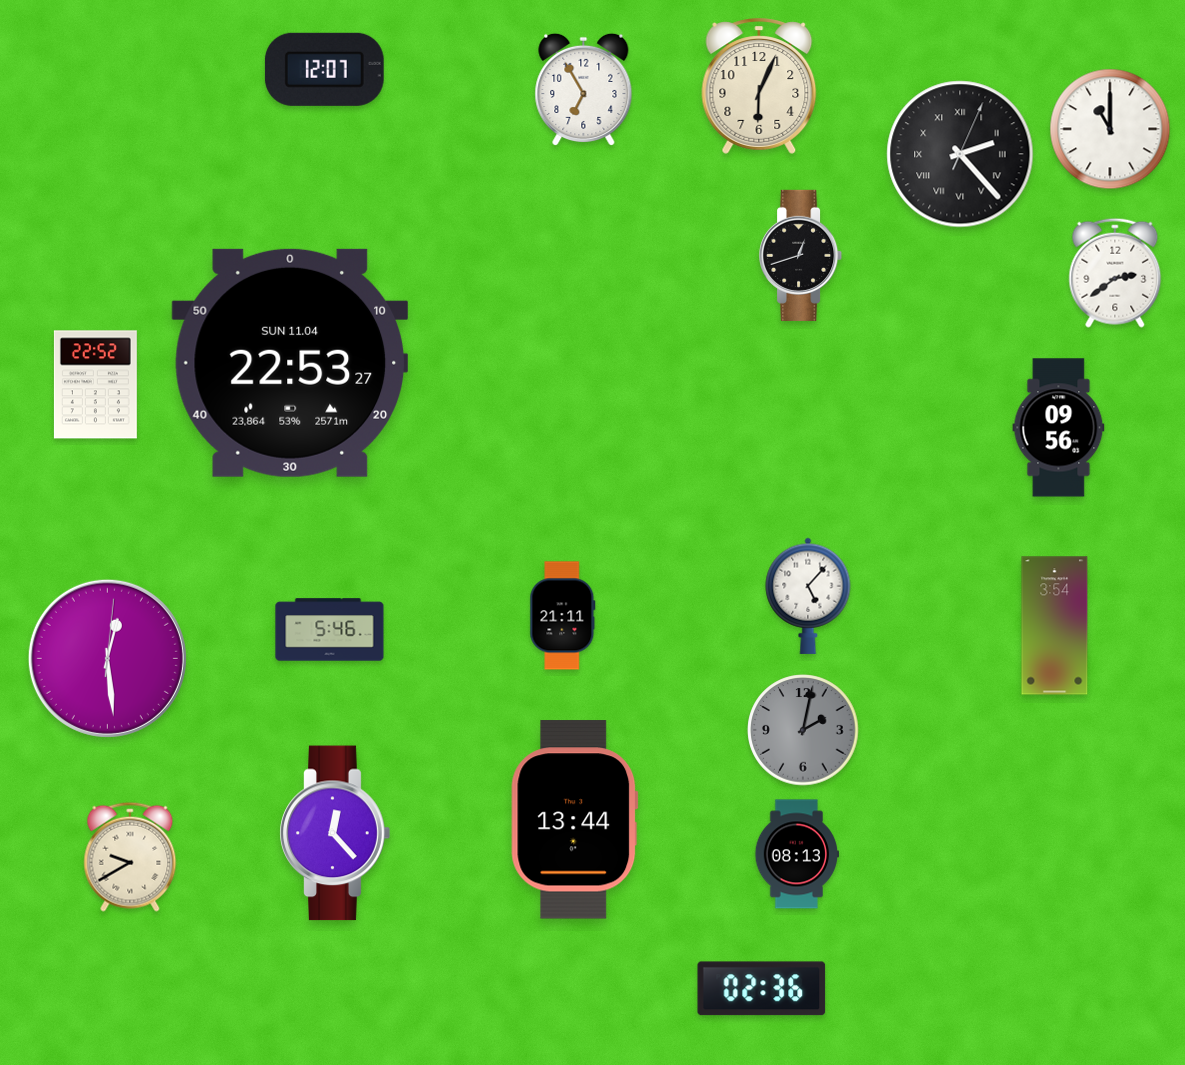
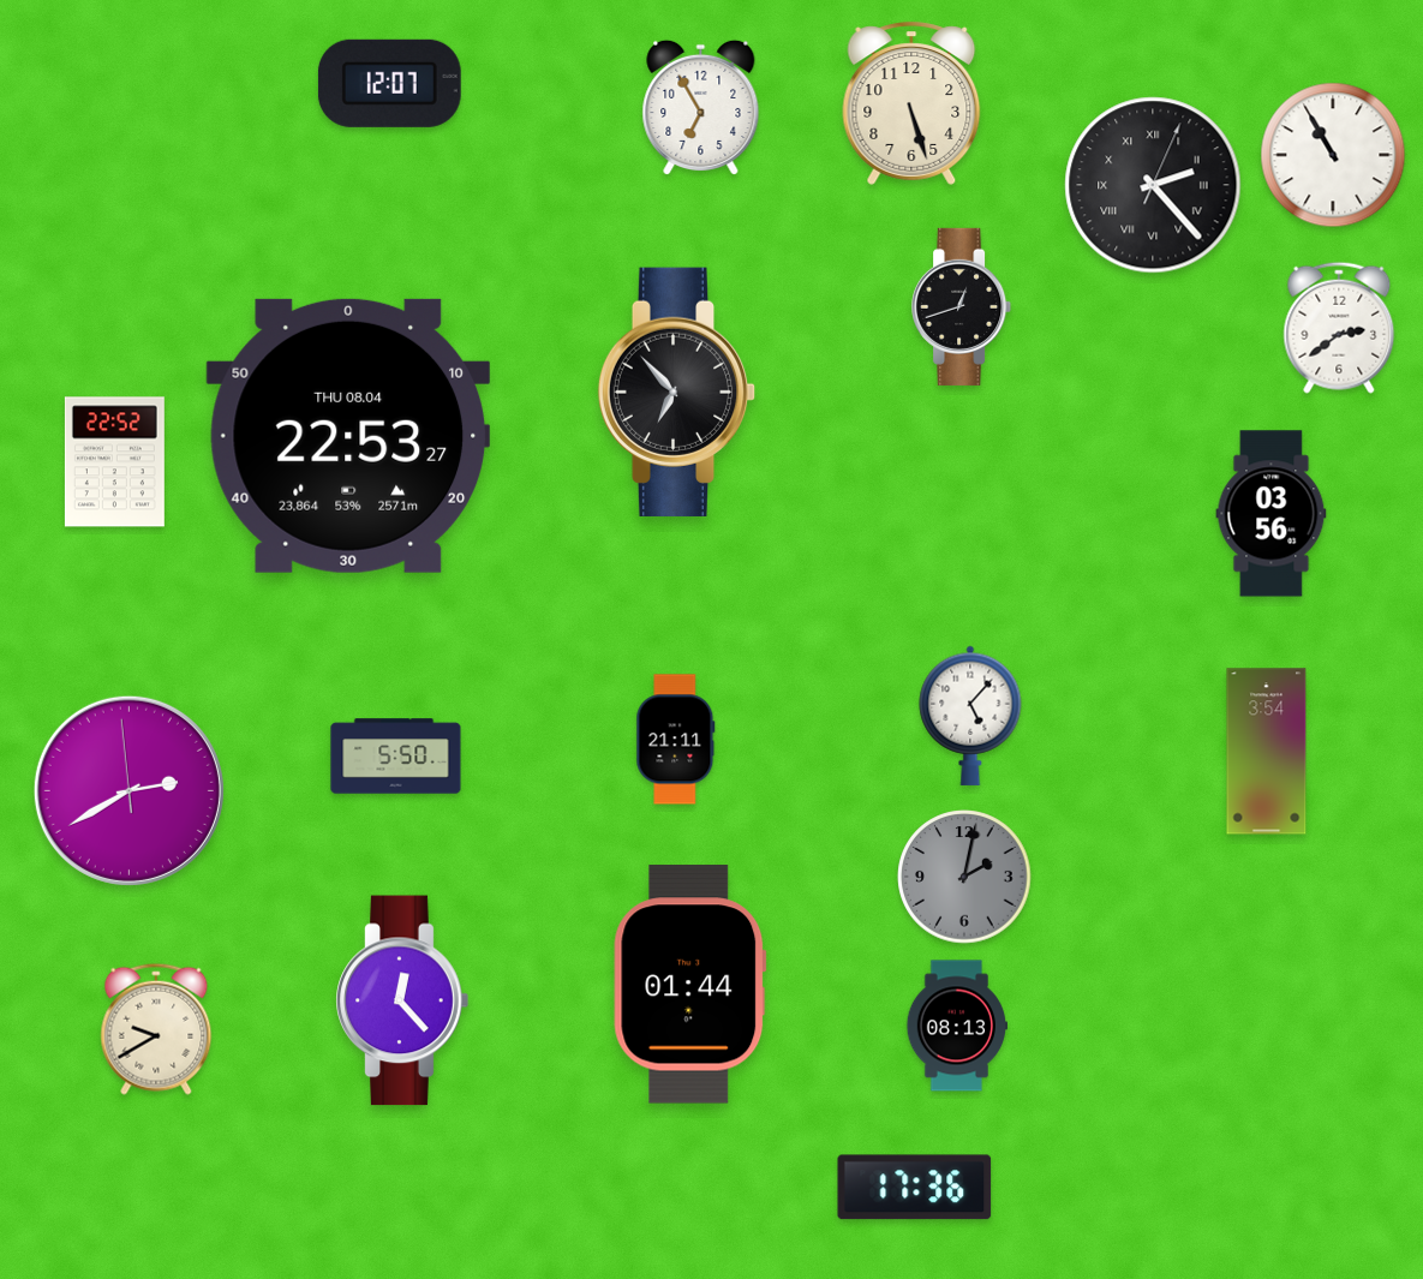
clock at (759, 86): 6:04 -> 5:27
clock at (1110, 129): 11:00 -> 10:55
clock at (677, 392): none -> 6:53
clock at (290, 363) date: SUN 11.04 -> THU 08.04
clock at (1059, 428): 09:56 -> 03:56
clock at (330, 630): 5:46 -> 5:50
clock at (107, 658): 12:29 -> 2:39
clock at (575, 820): 13:44 -> 01:44
clock at (762, 989): 02:36 -> 17:36
